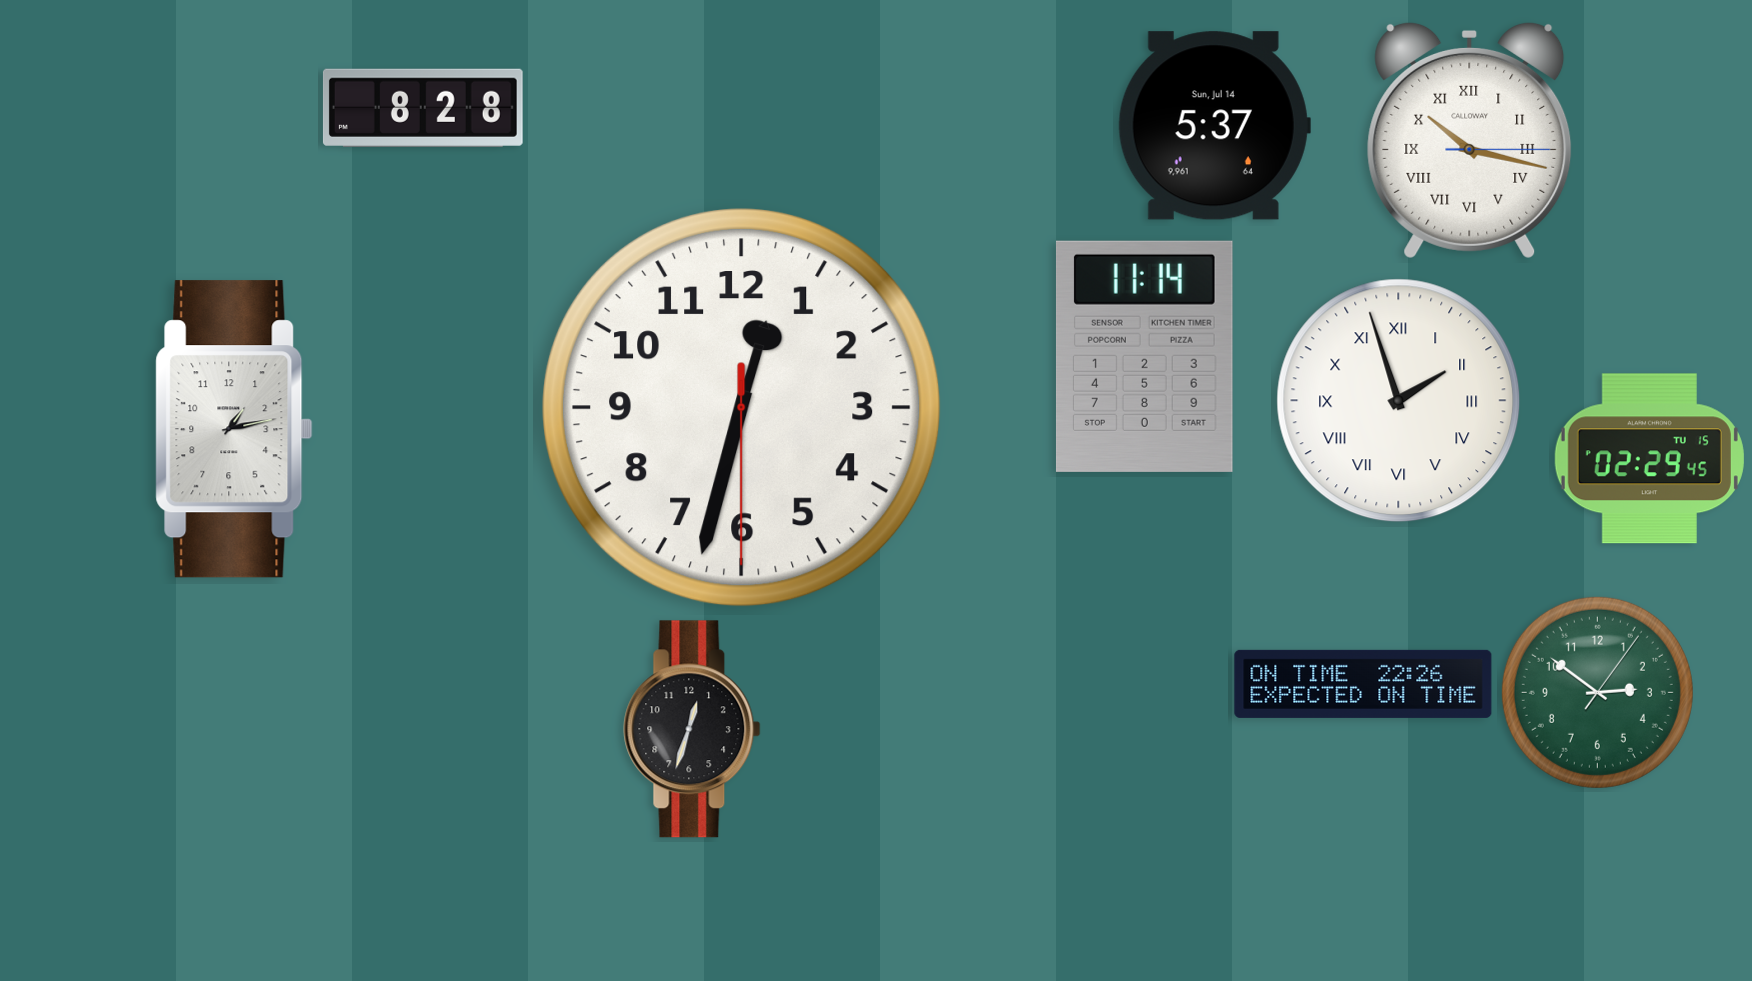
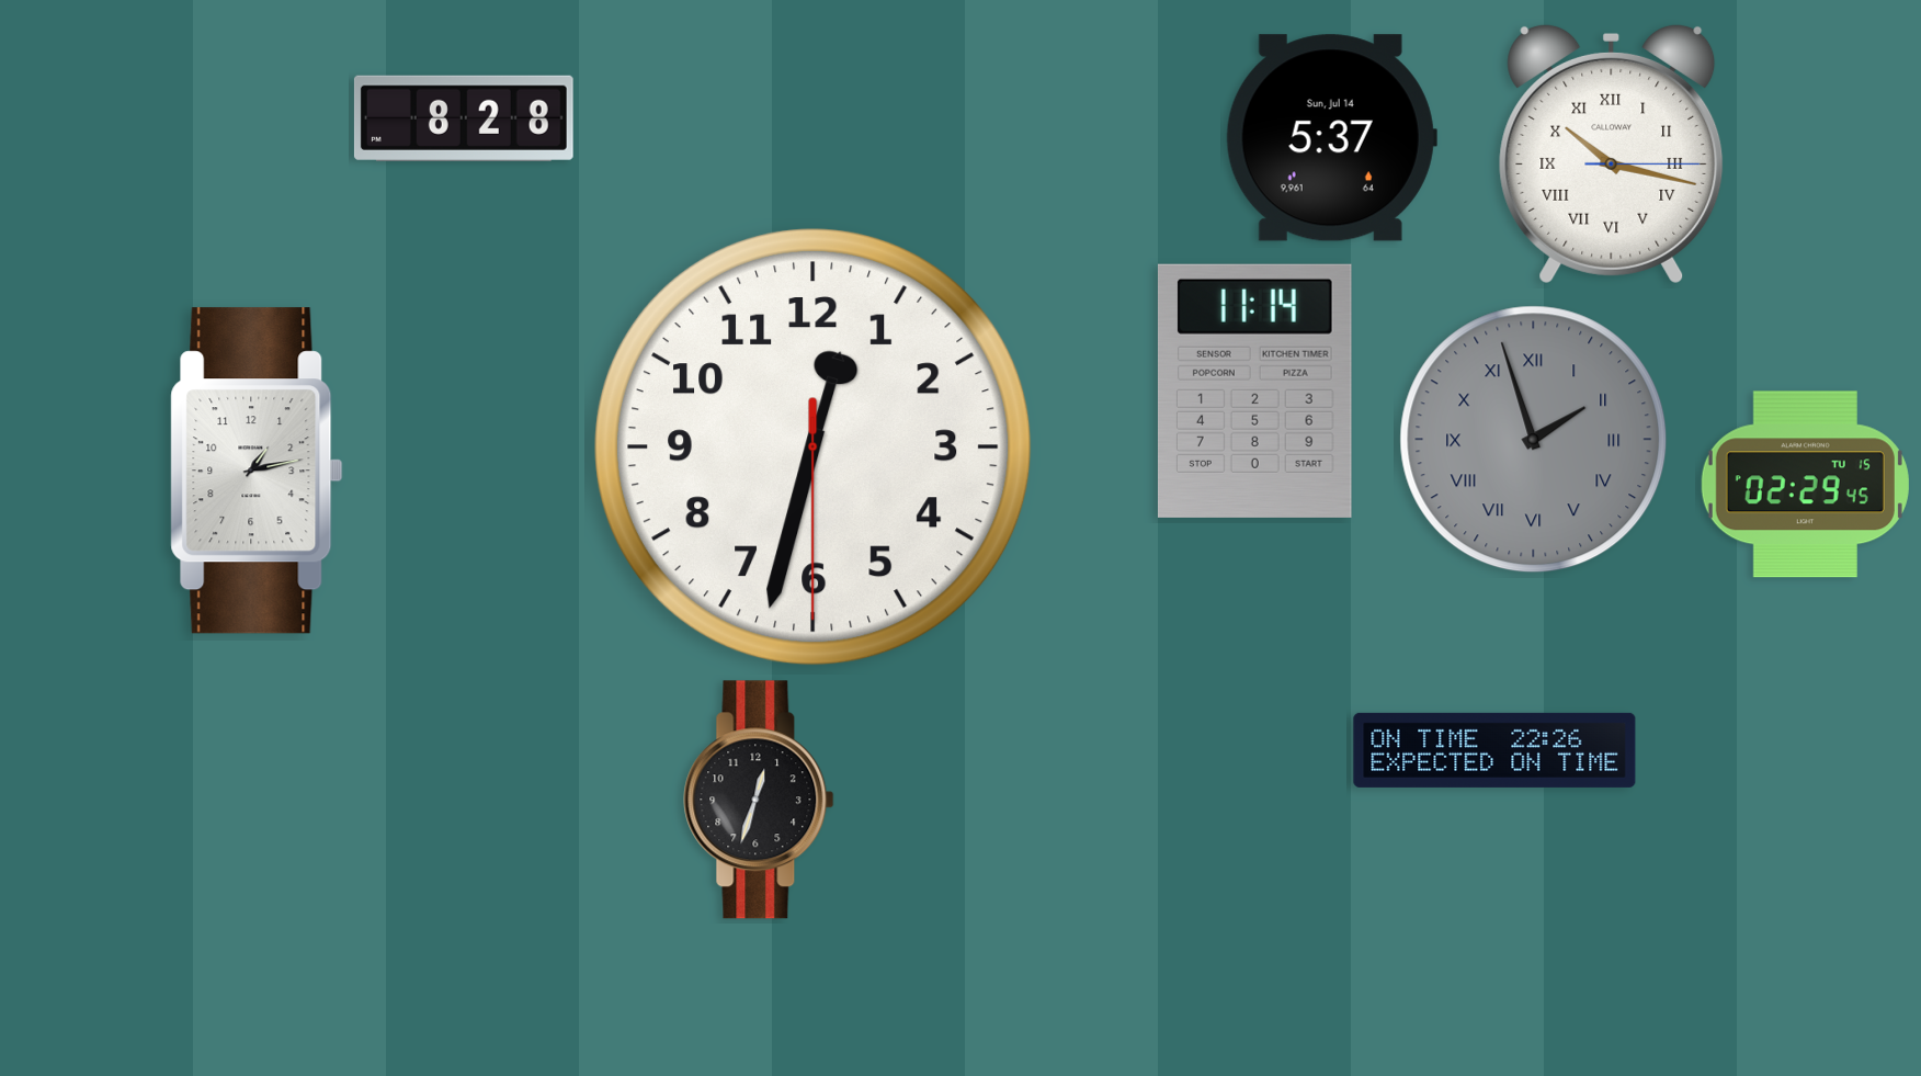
clock at (1399, 401) dial: white -> grey
clock at (1649, 459) position: (1649, 459) -> (1805, 485)
clock at (1597, 692): 2:51 -> none
